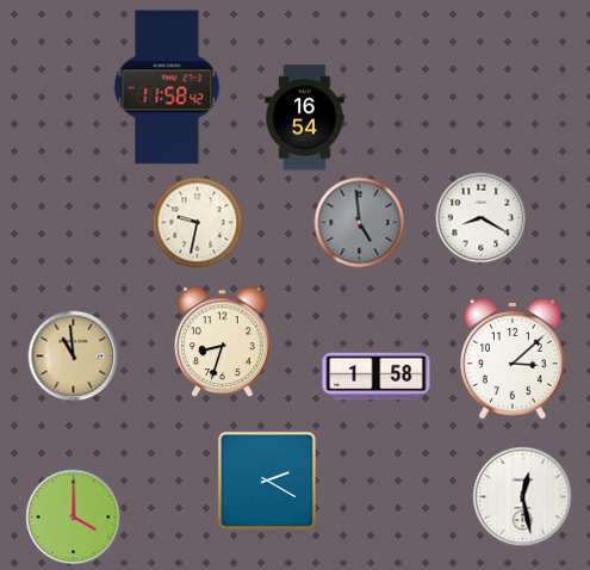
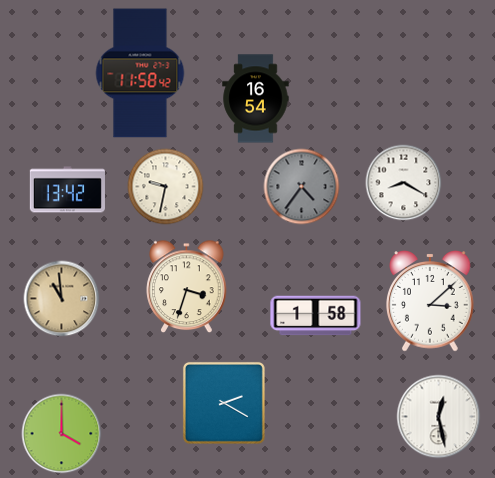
clock at (360, 223): 4:59 -> 4:36
clock at (67, 190): none -> 13:42
clock at (223, 342): 8:33 -> 3:33
